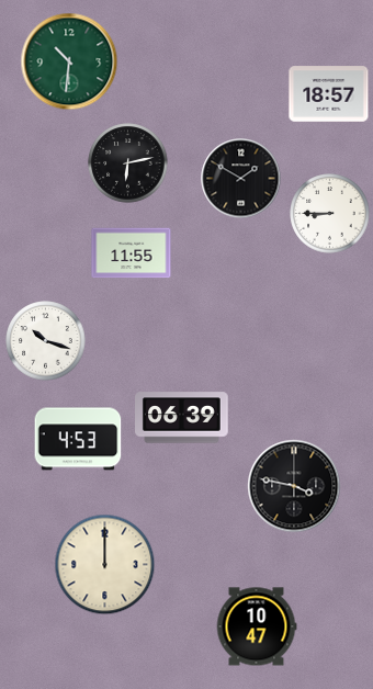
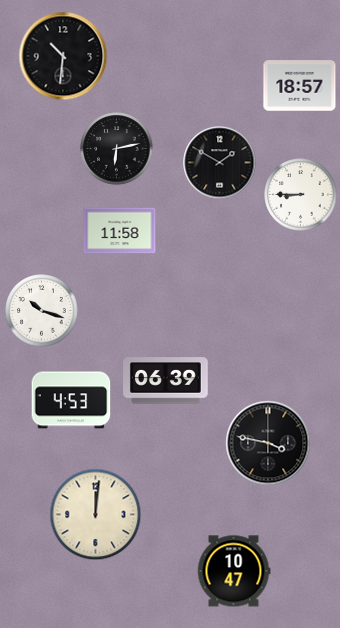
clock at (69, 61) dial: green -> black
clock at (132, 253): 11:55 -> 11:58
clock at (105, 565): 12:00 -> 12:01
